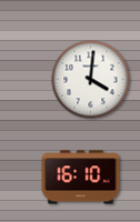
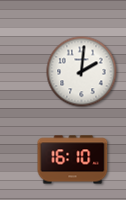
clock at (91, 80): 4:01 -> 2:01
